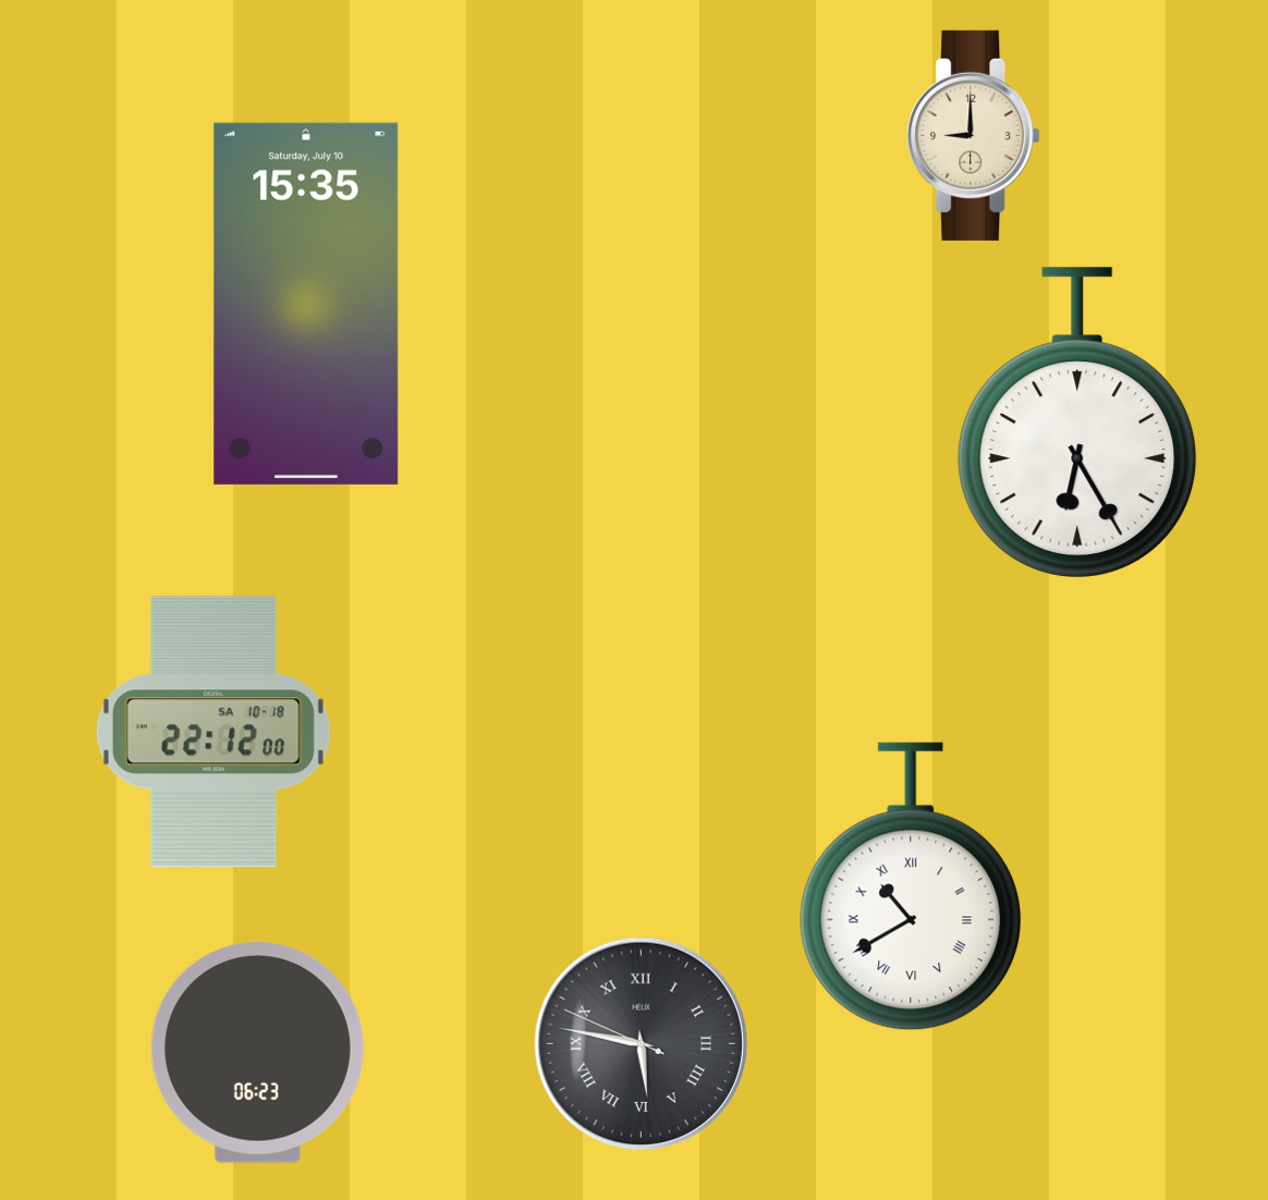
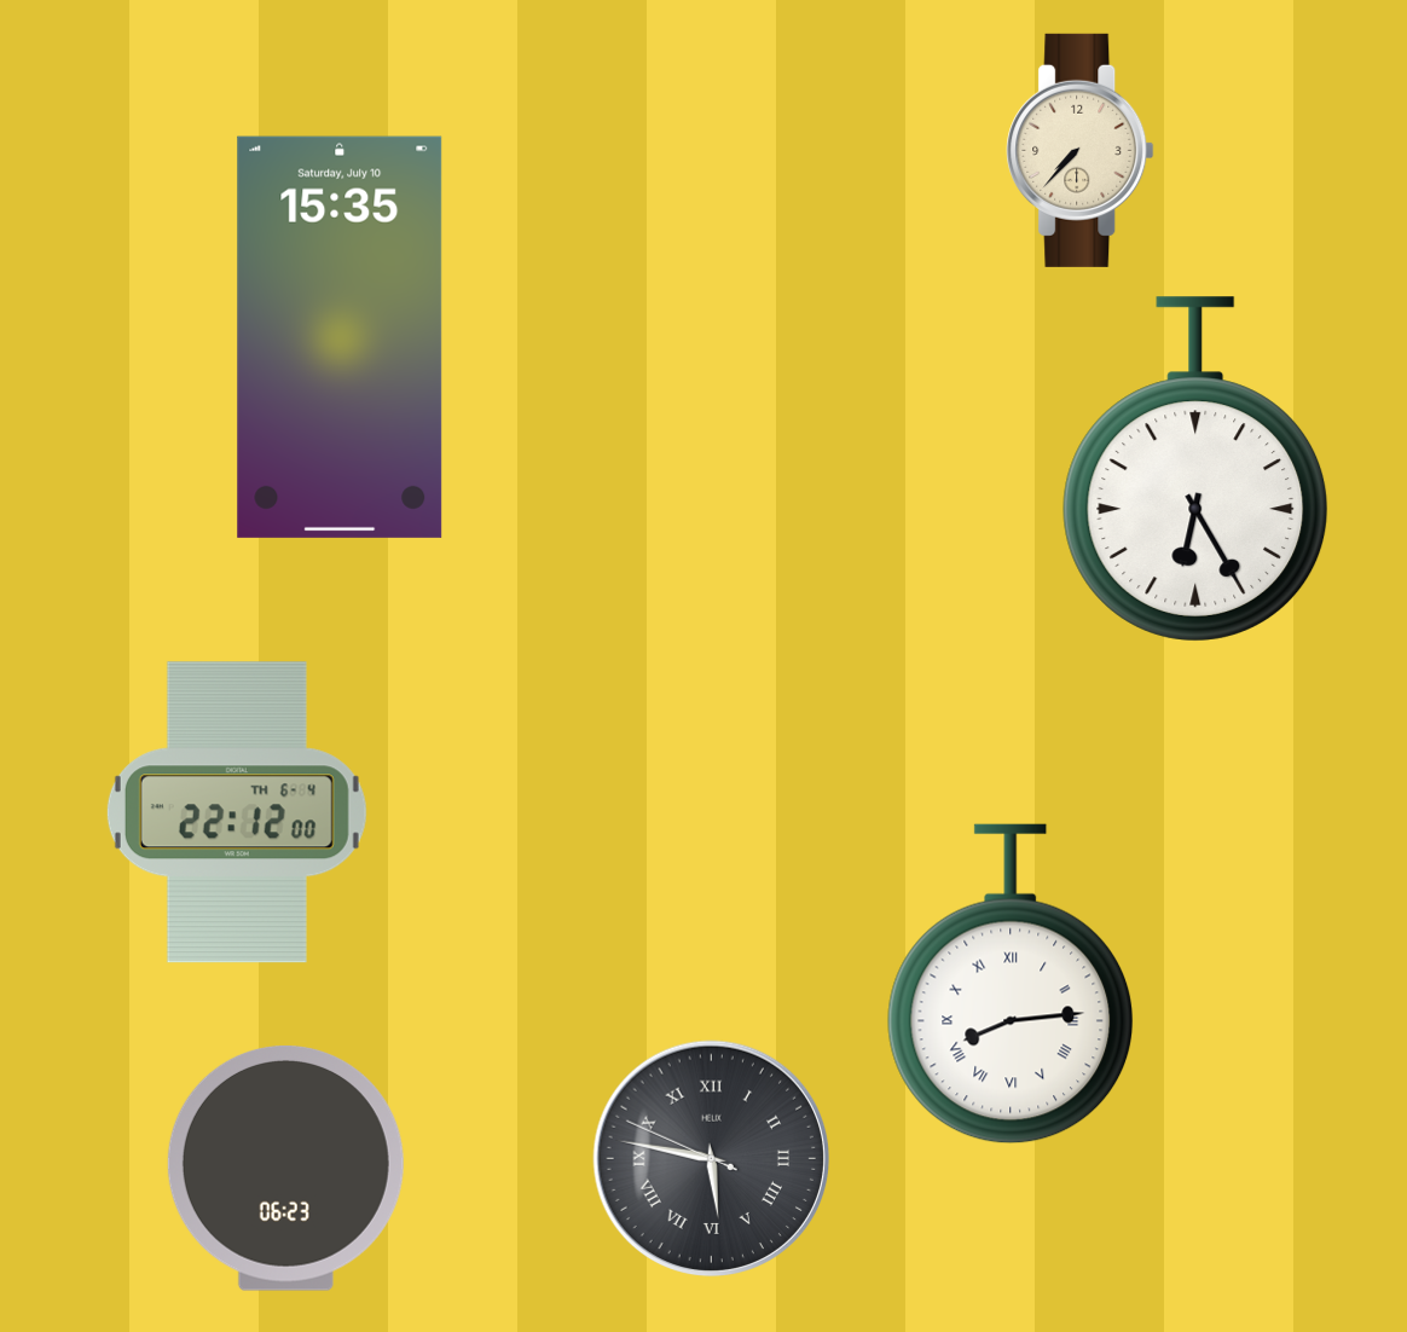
clock at (974, 135): 9:00 -> 7:37
clock at (214, 732) date: SA 10-18 -> TH 6-4
clock at (911, 886): 10:40 -> 8:14
